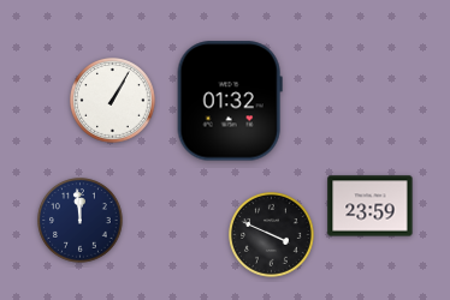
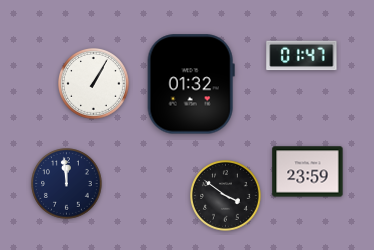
clock at (302, 56): none -> 01:47
clock at (272, 235): 3:49 -> 3:51
